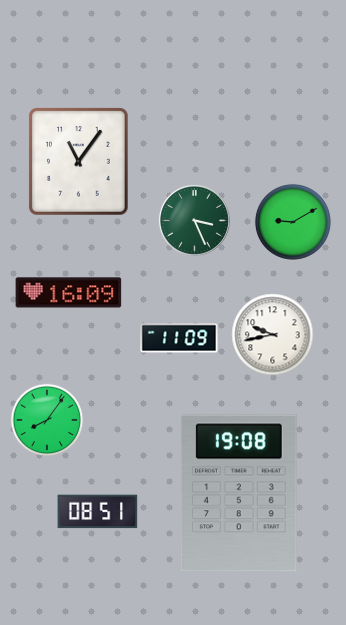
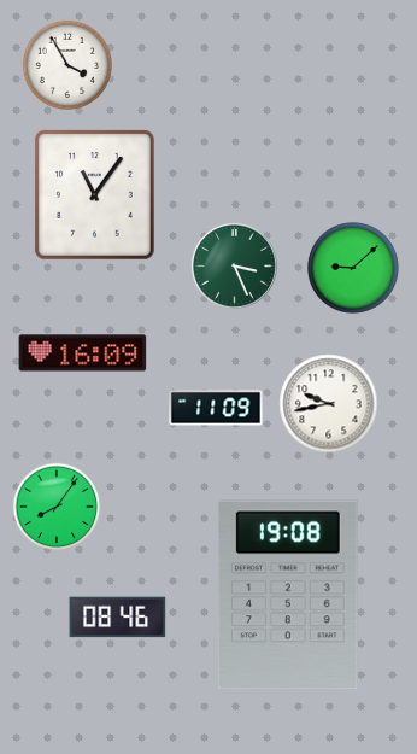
clock at (67, 65): none -> 3:55
clock at (293, 222): 9:10 -> 9:08
clock at (98, 512): 08:51 -> 08:46
